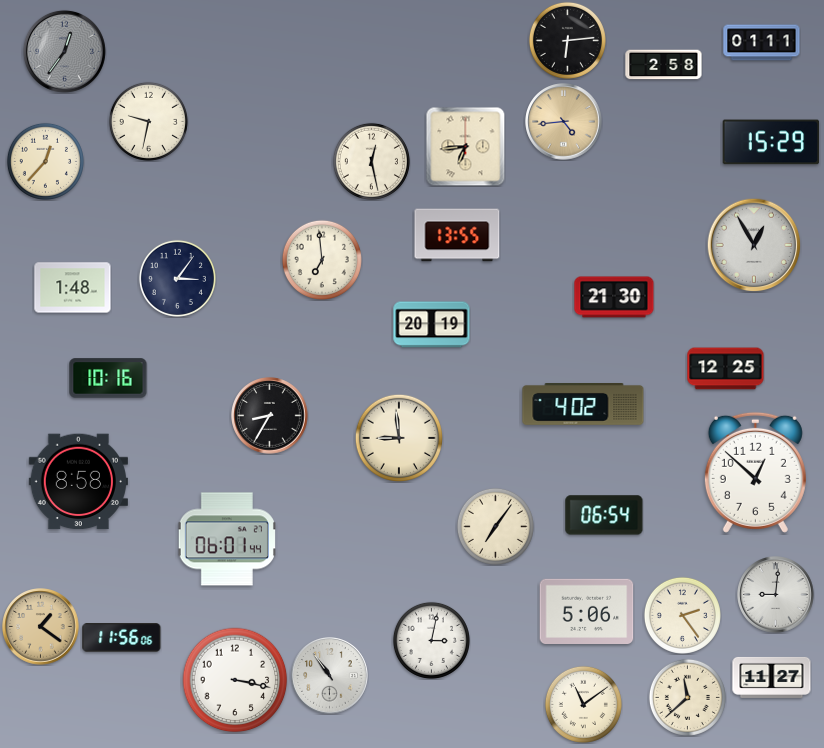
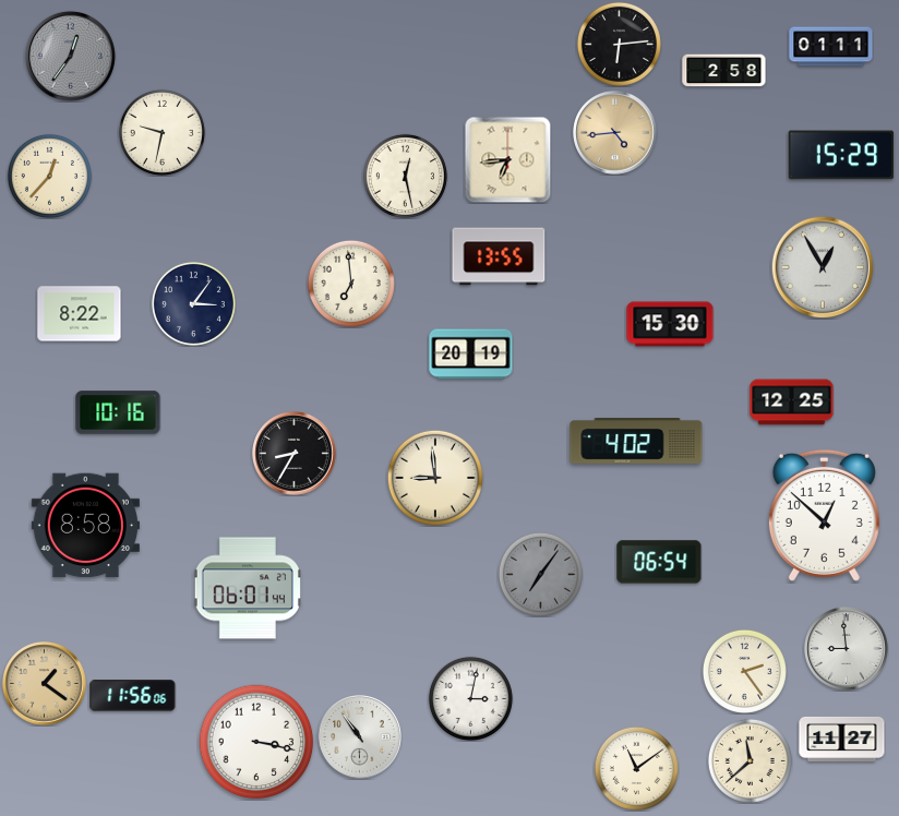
clock at (73, 288): 1:48 -> 8:22
clock at (614, 297): 21:30 -> 15:30
clock at (495, 526) dial: cream -> grey
clock at (776, 595): 9:01 -> 8:59
clock at (587, 611): 5:06 -> none
